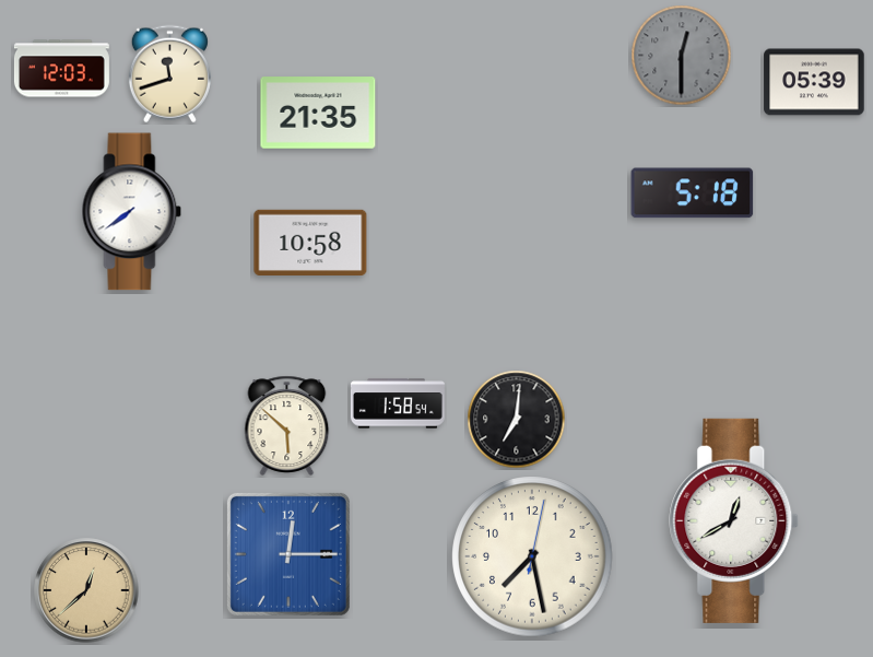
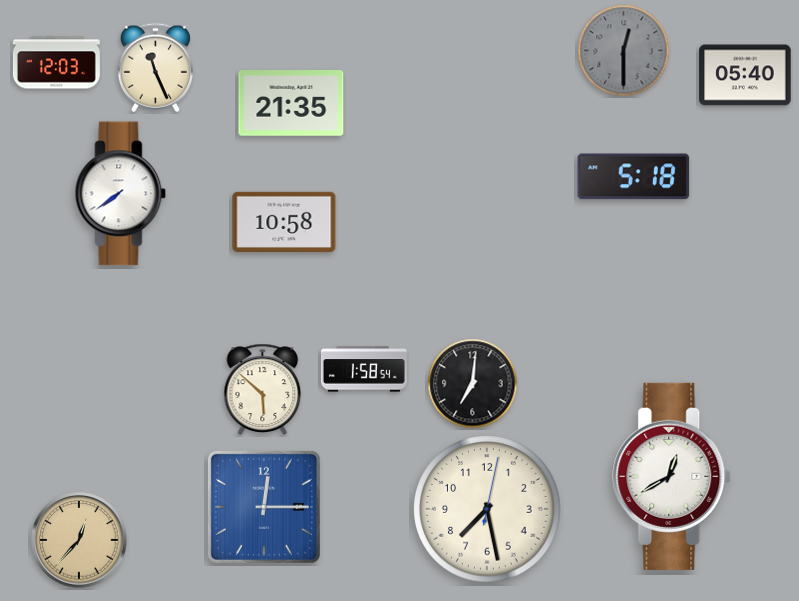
clock at (169, 74): 11:42 -> 11:26
clock at (814, 82): 05:39 -> 05:40
clock at (86, 590): 12:38 -> 12:37
